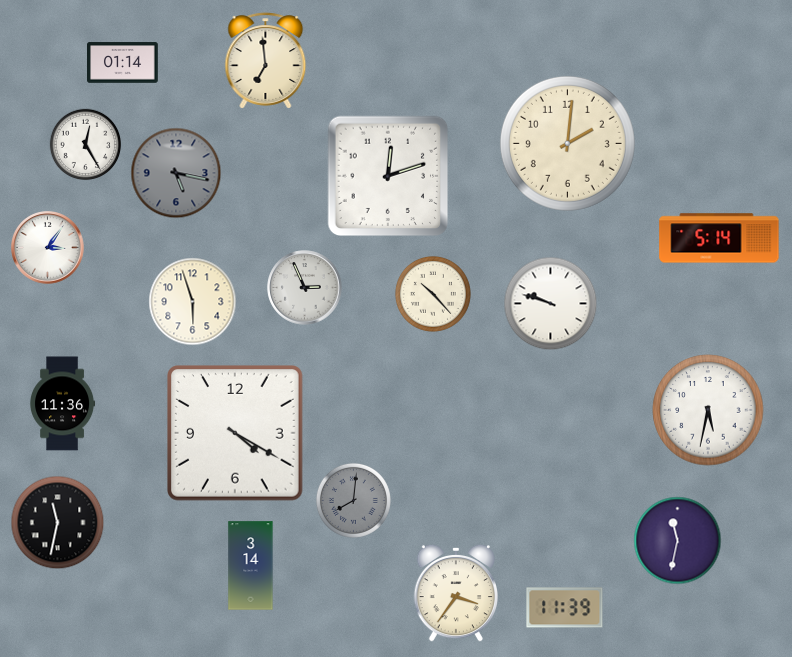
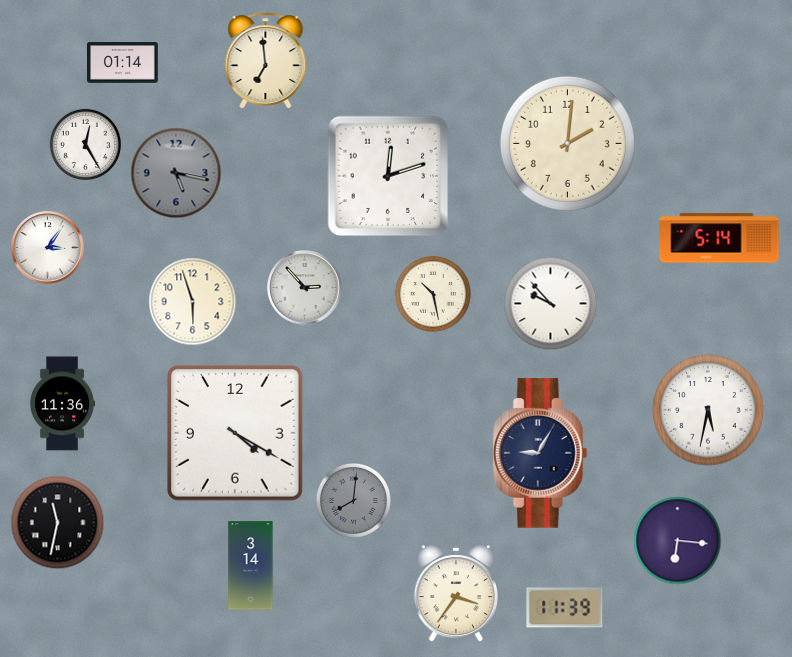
clock at (305, 288): 2:56 -> 2:53
clock at (433, 294): 10:23 -> 10:28
clock at (551, 304): 9:48 -> 9:53
clock at (540, 453): none -> 9:05
clock at (678, 541): 11:32 -> 6:16
